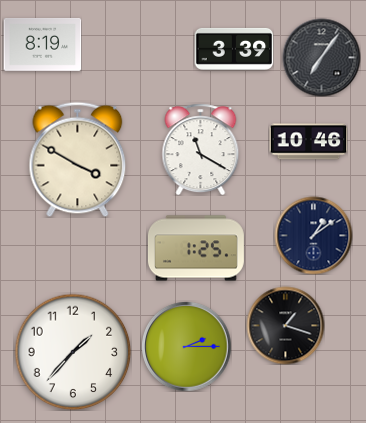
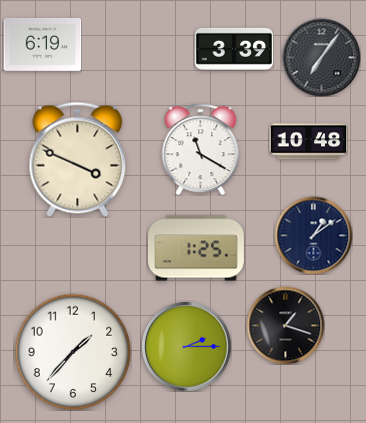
clock at (42, 44): 8:19 -> 6:19
clock at (308, 142): 10:46 -> 10:48
clock at (78, 159): 3:50 -> 3:49
